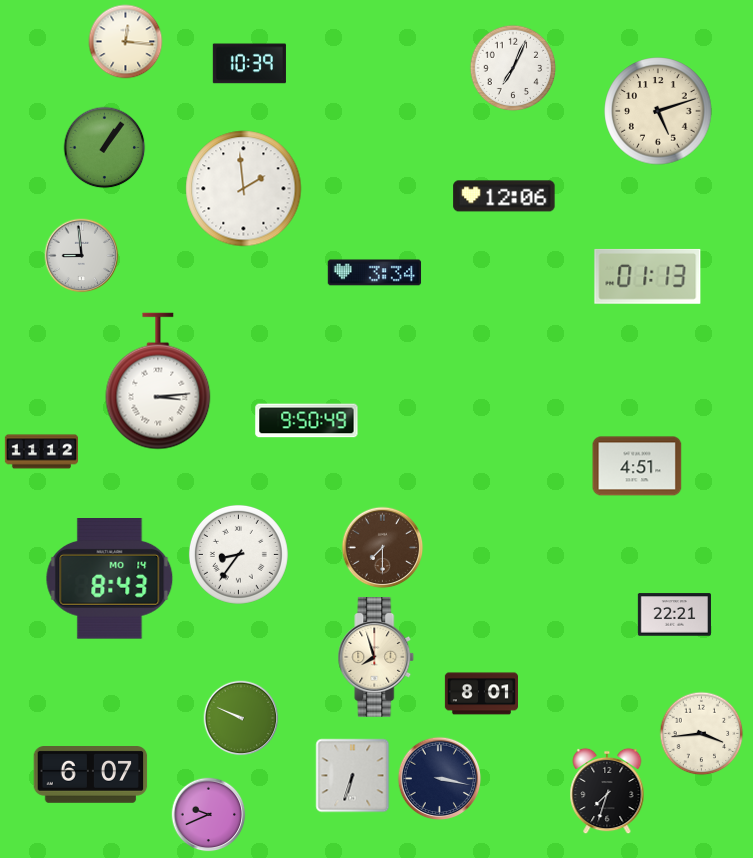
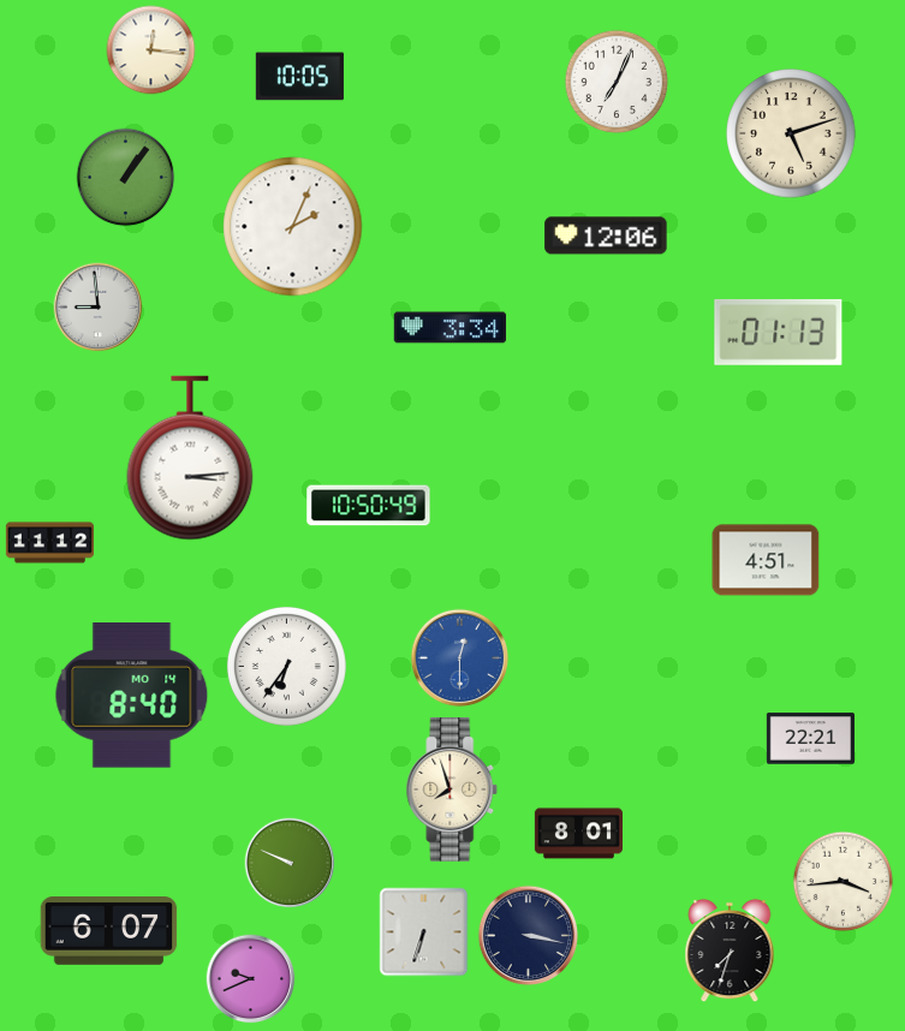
clock at (249, 64): 10:39 -> 10:05
clock at (244, 189): 1:59 -> 2:04
clock at (307, 421): 9:50 -> 10:50
clock at (383, 548): 7:30 -> 12:30
clock at (383, 548) dial: brown -> blue
clock at (238, 554): 8:36 -> 6:36
clock at (110, 579): 8:43 -> 8:40
